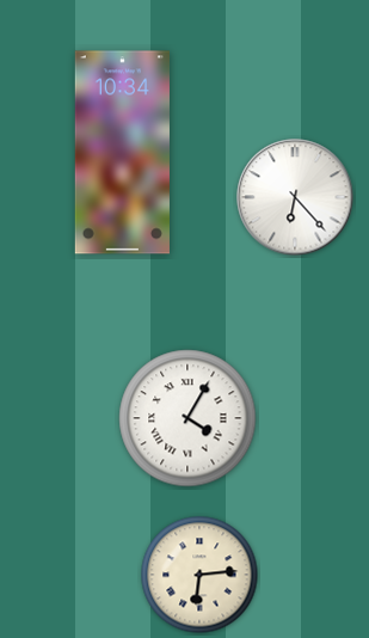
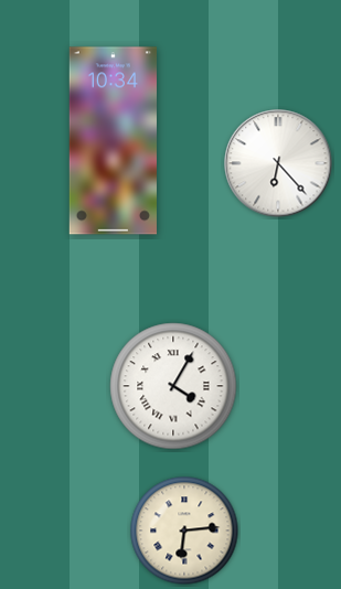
clock at (295, 197) position: (295, 197) -> (278, 163)
